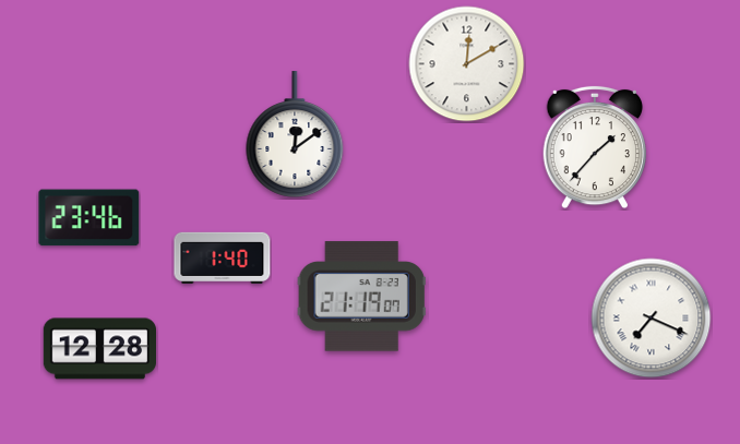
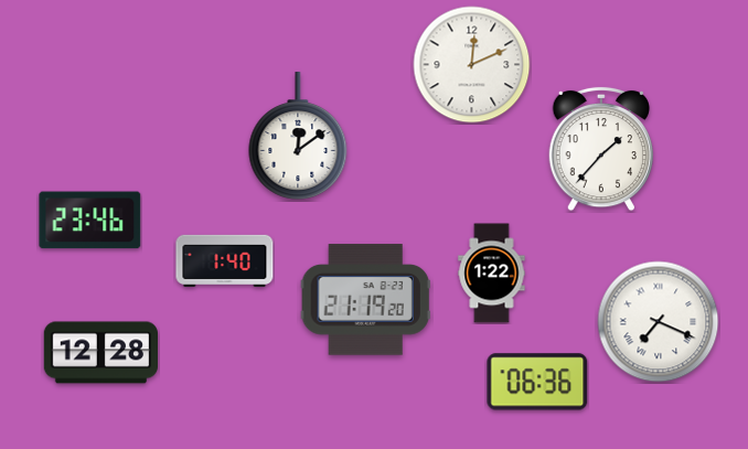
clock at (467, 64): 12:10 -> 12:11
clock at (492, 274): none -> 1:22
clock at (361, 297): 21:19:07 -> 21:19:20
clock at (537, 382): none -> 06:36
